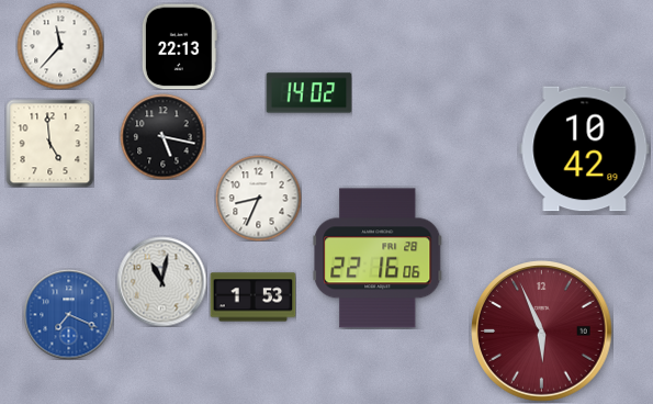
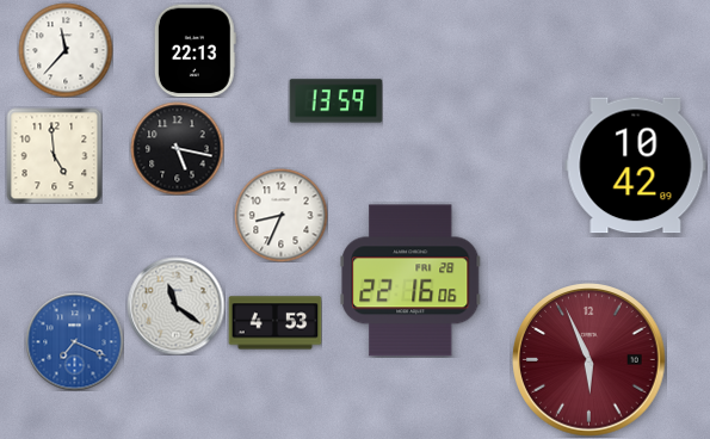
clock at (308, 93): 14:02 -> 13:59
clock at (585, 149) position: (585, 149) -> (636, 166)
clock at (161, 281): 11:02 -> 11:21
clock at (252, 298): 1:53 -> 4:53
